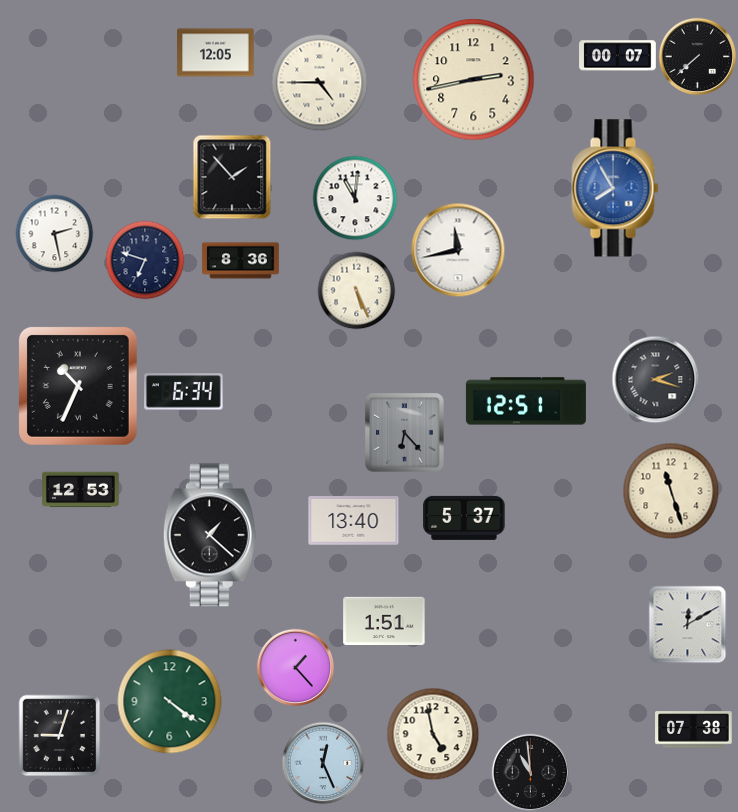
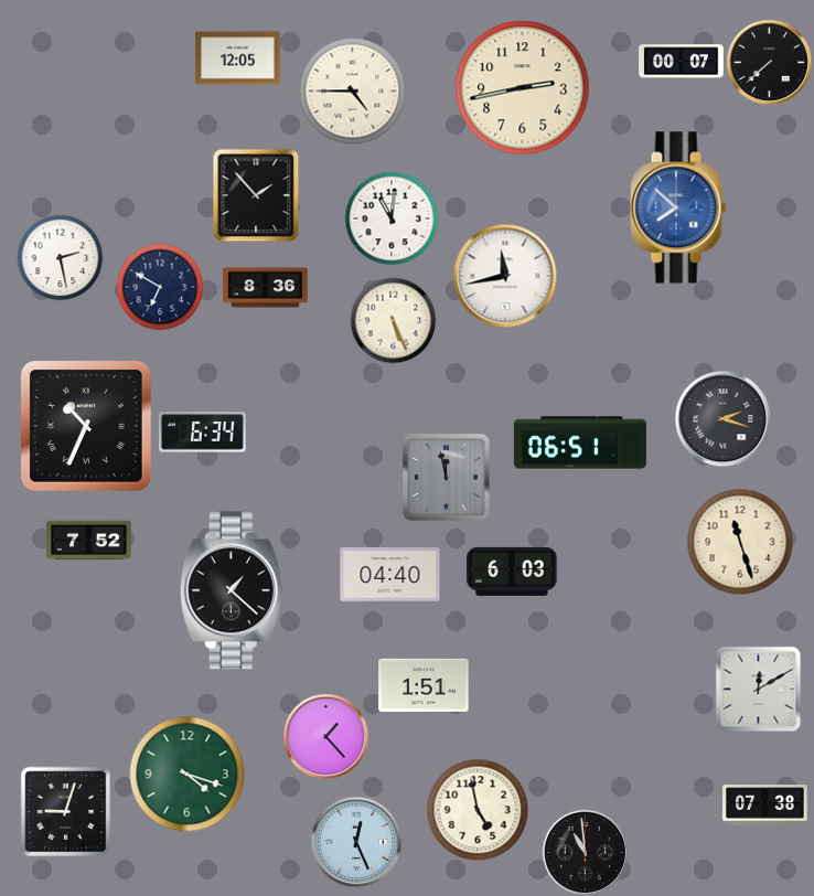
clock at (615, 188): 7:55 -> 7:52
clock at (145, 260): 6:48 -> 6:50
clock at (526, 401): 12:51 -> 06:51
clock at (405, 433): 6:23 -> 11:58
clock at (81, 490): 12:53 -> 7:52
clock at (464, 518): 5:37 -> 6:03
clock at (354, 521): 13:40 -> 04:40
clock at (170, 702): 4:21 -> 4:18
